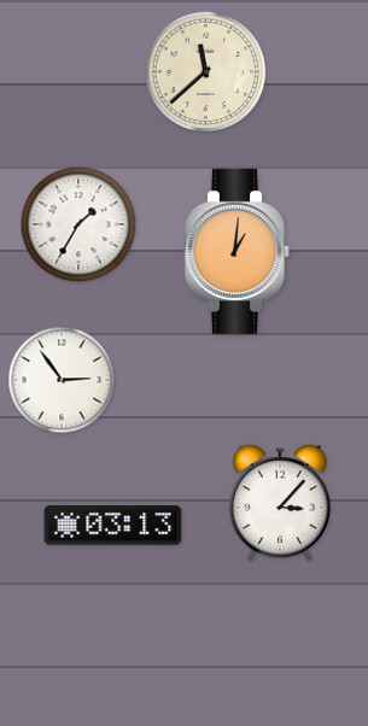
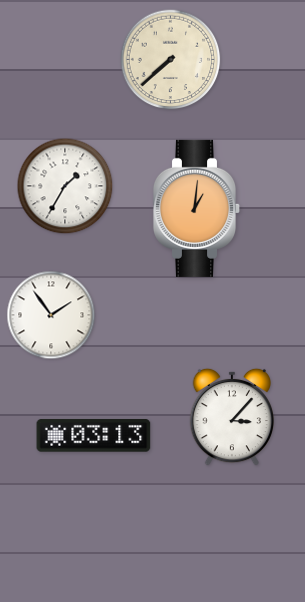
clock at (206, 72): 11:38 -> 7:38
clock at (62, 380): 2:54 -> 1:54
